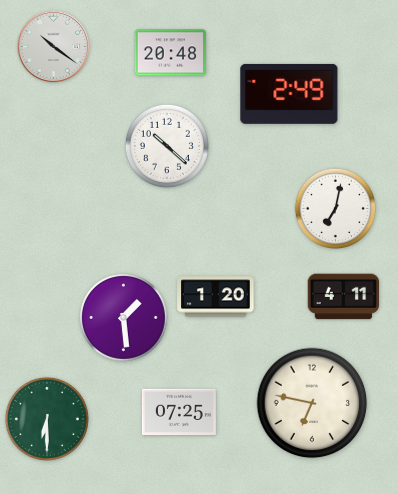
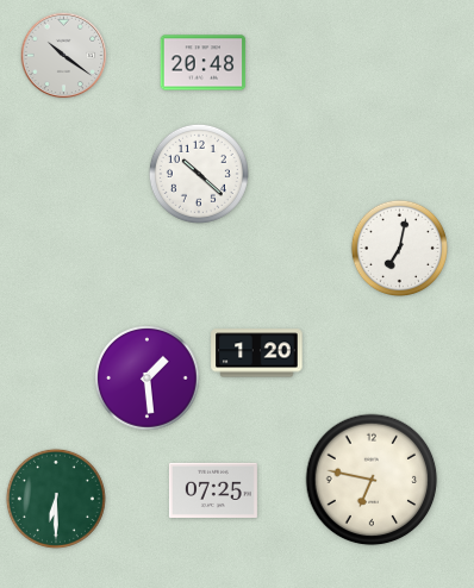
clock at (289, 94): 2:49 -> none
clock at (344, 297): 4:11 -> none
